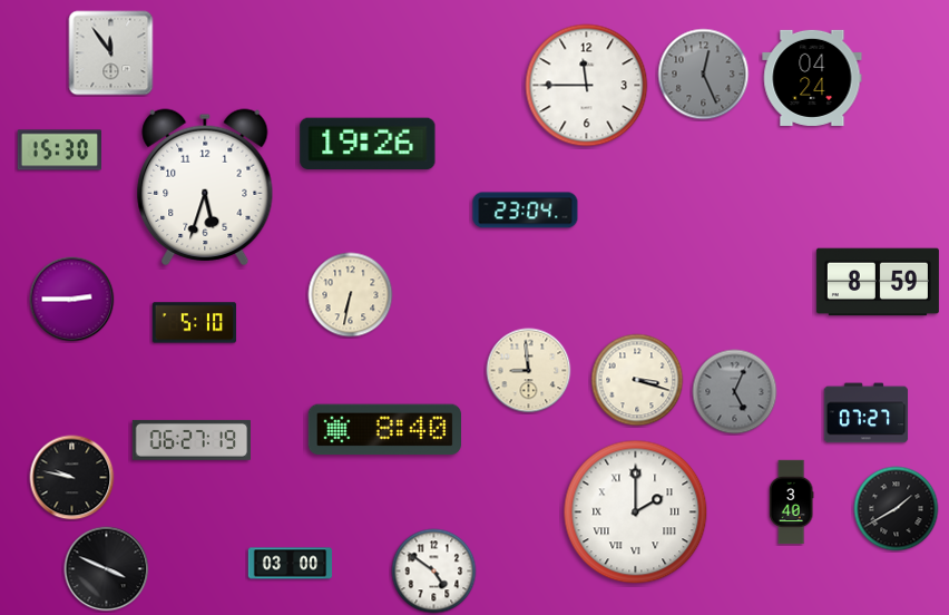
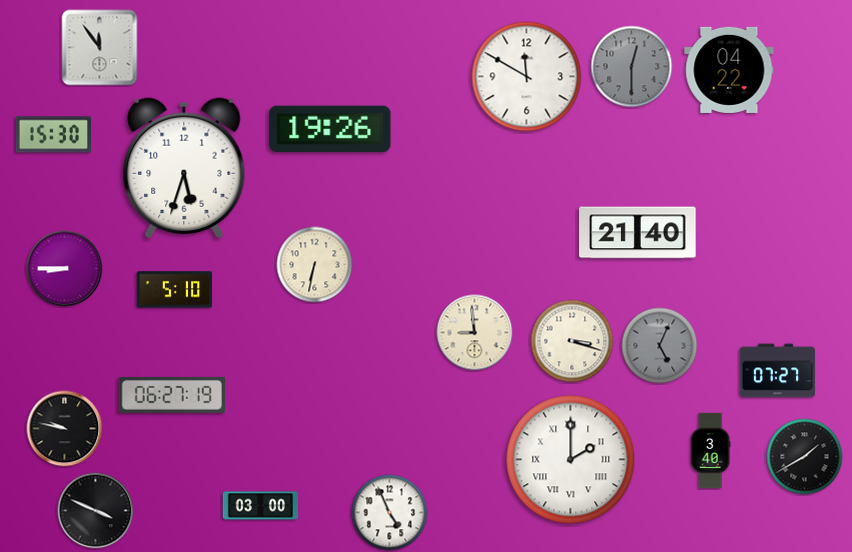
clock at (704, 75): 12:26 -> 12:30
clock at (812, 78): 04:24 -> 04:22
clock at (587, 86): 11:45 -> 11:50
clock at (526, 211): 23:04 -> none
clock at (638, 233): none -> 21:40
clock at (878, 282): 8:59 -> none
clock at (72, 300): 2:45 -> 8:45
clock at (735, 392) position: (735, 392) -> (660, 346)
clock at (384, 430): 8:40 -> none
clock at (434, 572): 4:51 -> 4:56
